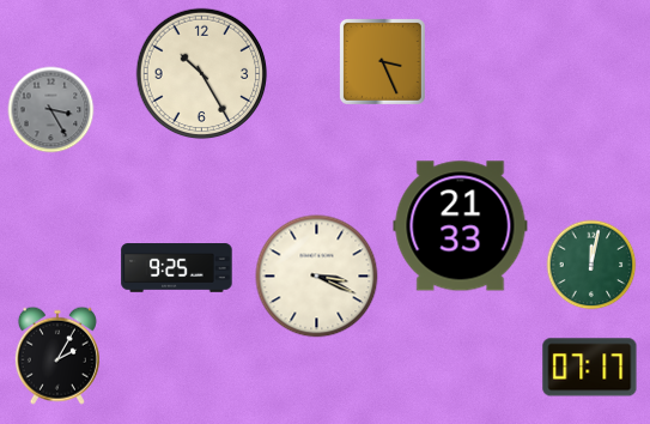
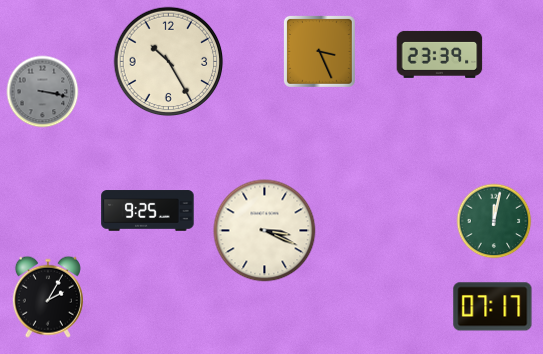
clock at (440, 54): none -> 23:39
clock at (51, 110): 3:25 -> 3:17
clock at (461, 226): 21:33 -> none
clock at (177, 268) position: (177, 268) -> (148, 211)
